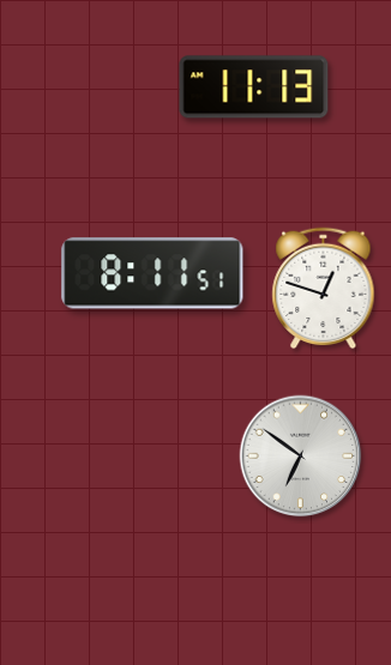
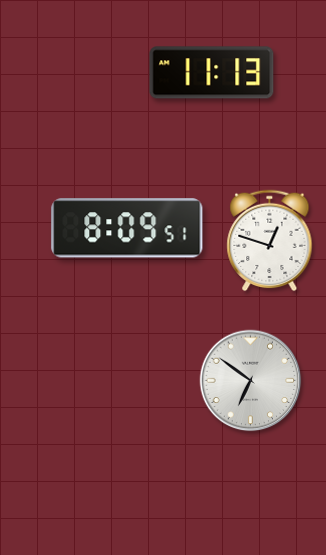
clock at (152, 273): 8:11 -> 8:09
